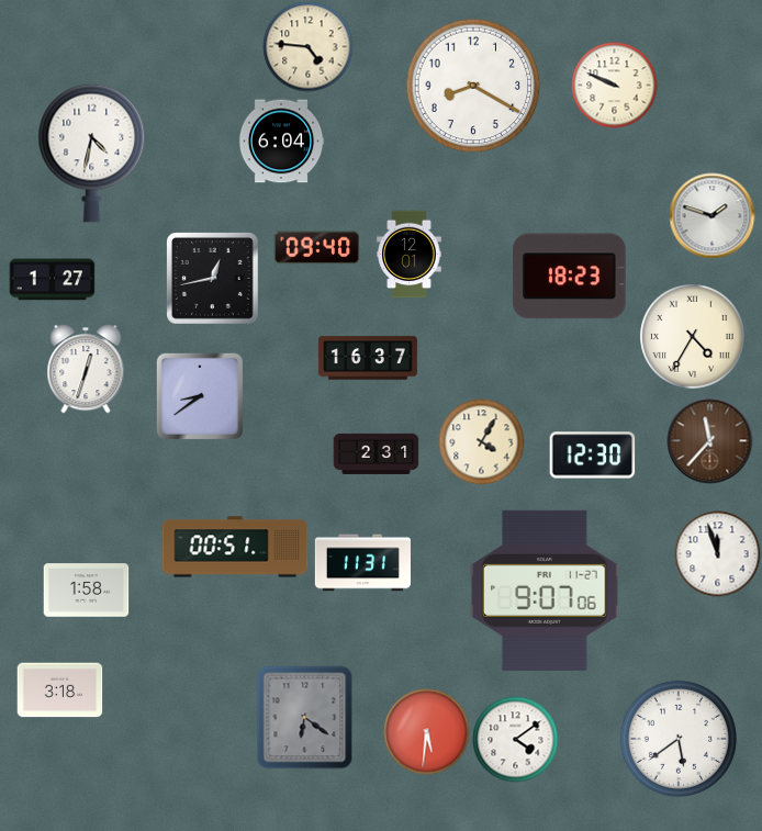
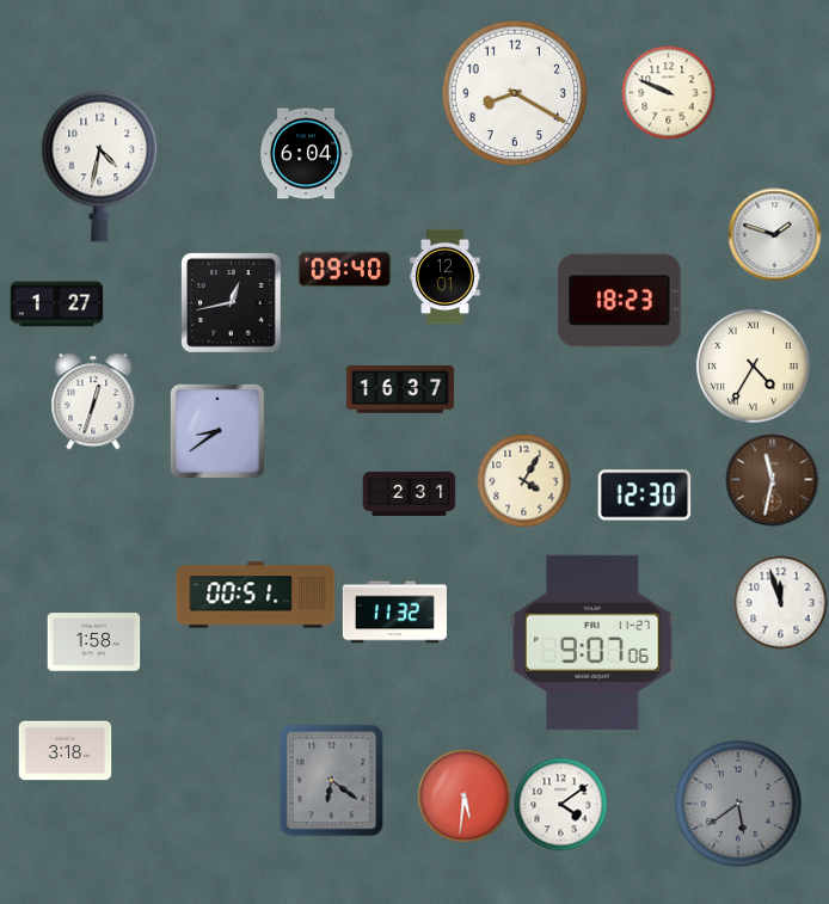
clock at (307, 46): 4:46 -> none
clock at (709, 440): 11:37 -> 11:32
clock at (362, 563): 11:31 -> 11:32
clock at (679, 739) dial: white -> grey
